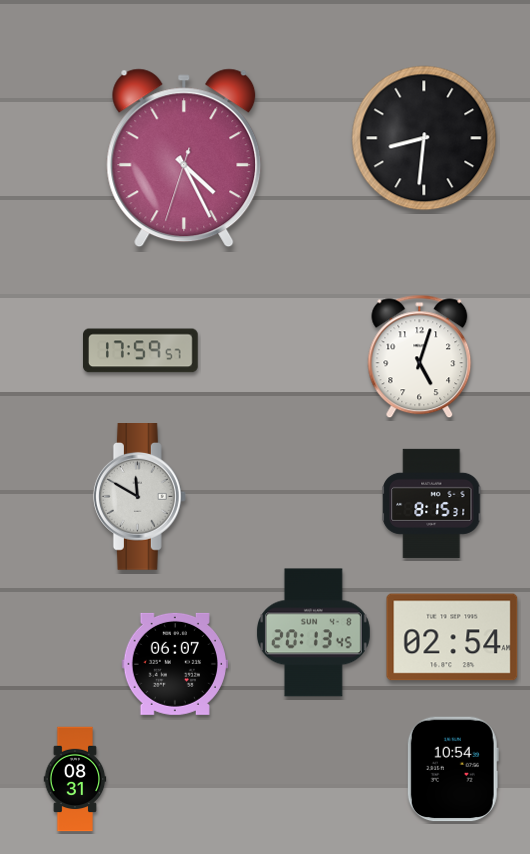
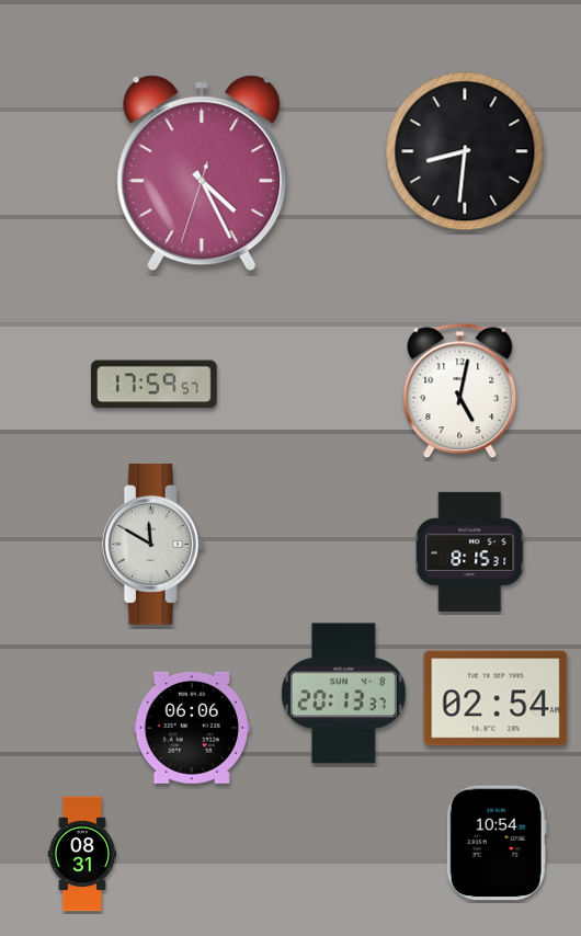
clock at (420, 357): 5:03 -> 5:02
clock at (432, 503) position: (432, 503) -> (470, 551)
clock at (313, 633): 20:13:45 -> 20:13:37
clock at (174, 664): 06:07 -> 06:06
